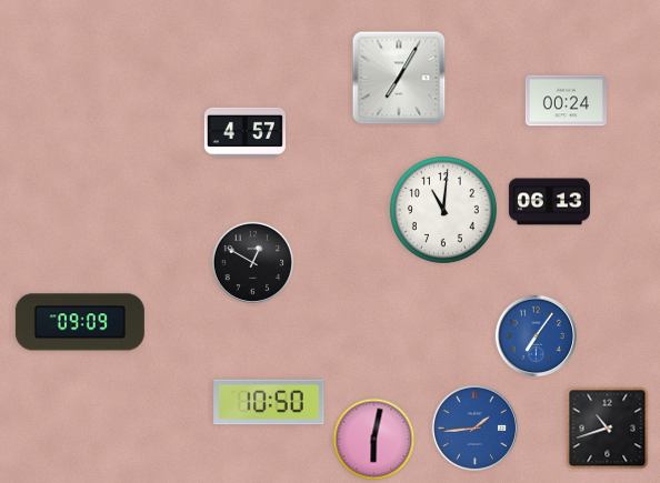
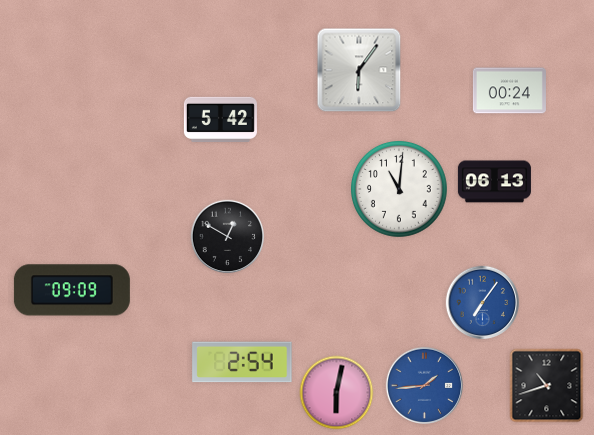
clock at (399, 78): 7:05 -> 6:06
clock at (244, 132): 4:57 -> 5:42
clock at (269, 402): 10:50 -> 2:54
clock at (474, 427) position: (474, 427) -> (424, 385)
clock at (374, 440) position: (374, 440) -> (337, 393)
